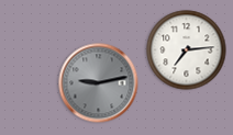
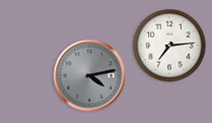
clock at (99, 83): 9:13 -> 4:13
